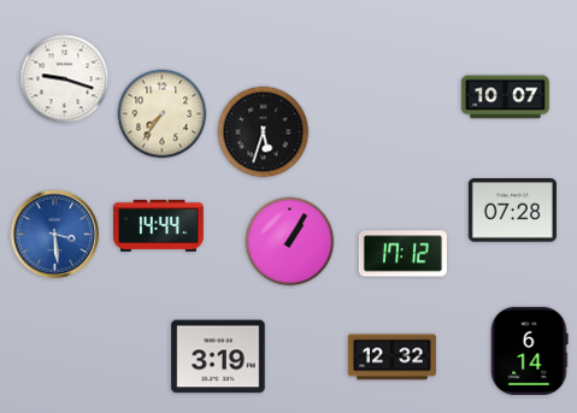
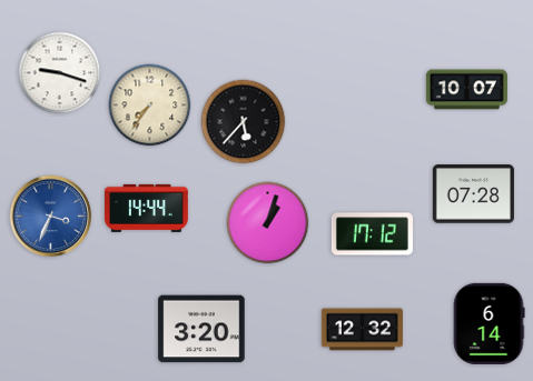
clock at (264, 132): 5:33 -> 5:37
clock at (55, 235): 3:29 -> 3:34
clock at (290, 242): 1:05 -> 1:03
clock at (218, 356): 3:19 -> 3:20
